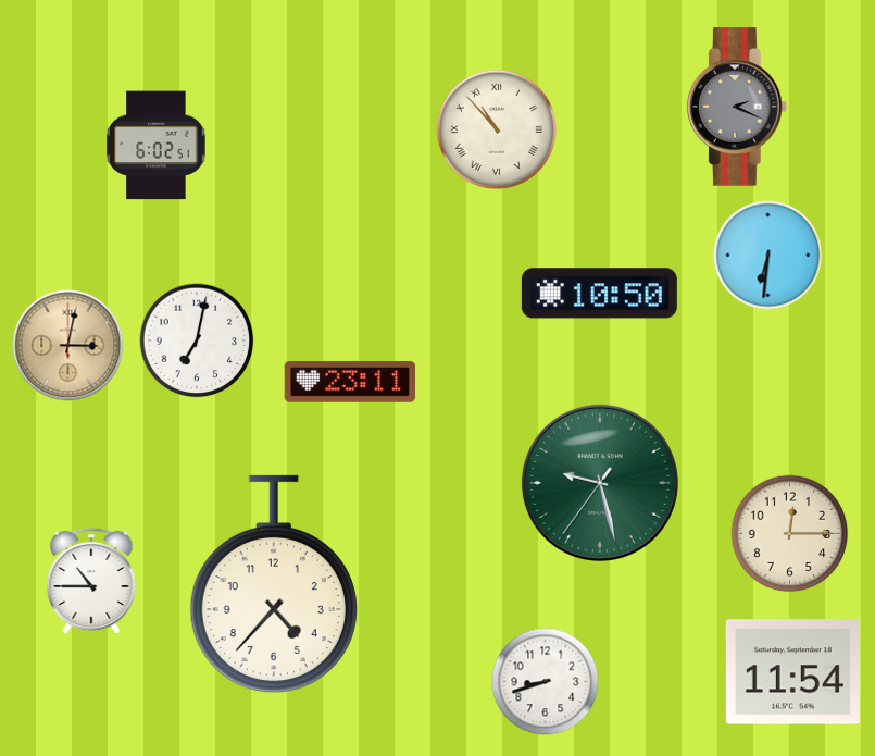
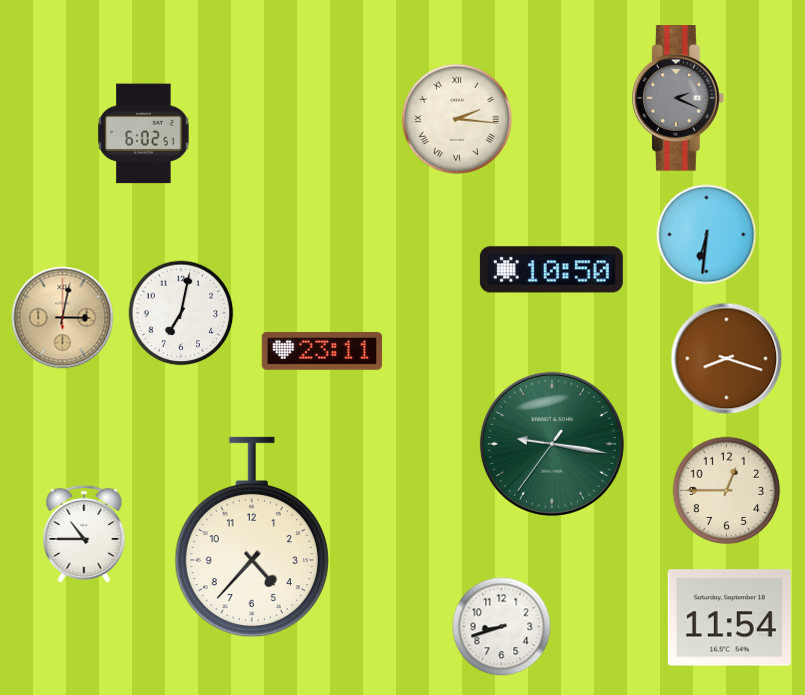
clock at (496, 128): 10:53 -> 2:16
clock at (727, 359): none -> 8:18
clock at (600, 483): 9:27 -> 9:16
clock at (790, 534): 12:15 -> 12:45
